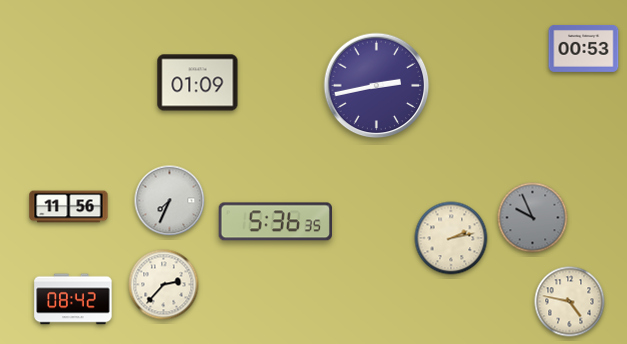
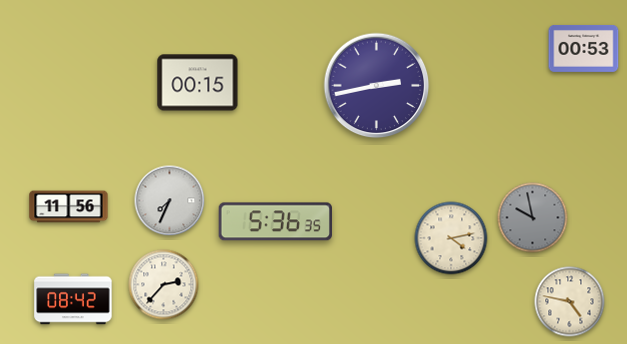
clock at (198, 83): 01:09 -> 00:15
clock at (533, 218): 9:56 -> 9:58
clock at (451, 238): 2:13 -> 4:13
